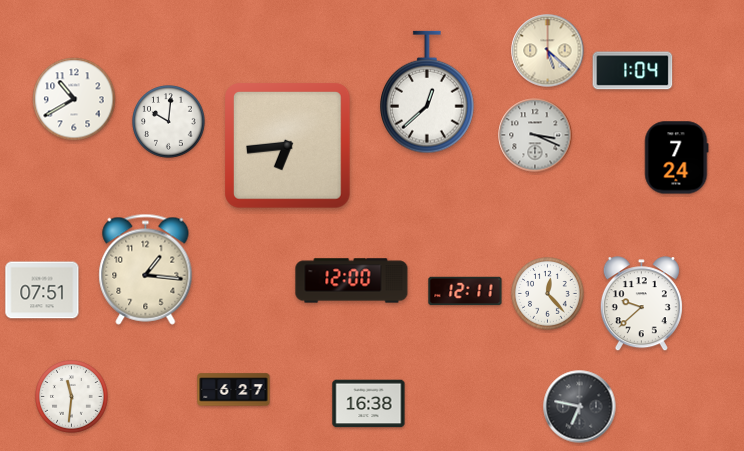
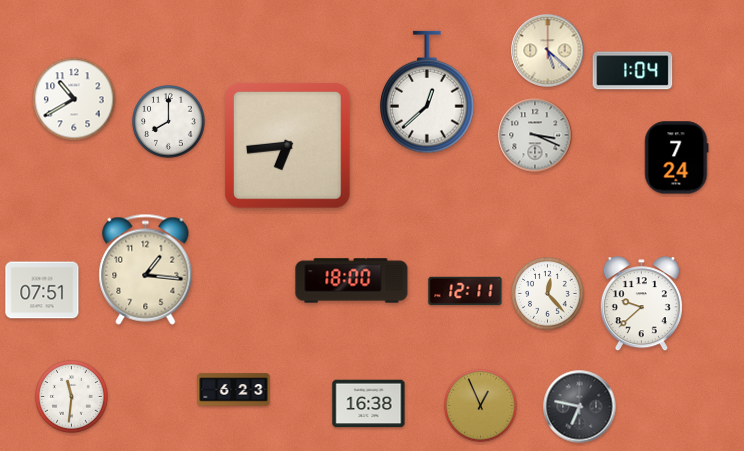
clock at (169, 122): 10:01 -> 8:00
clock at (352, 281): 12:00 -> 18:00
clock at (234, 390): 6:27 -> 6:23
clock at (481, 406): none -> 12:56
